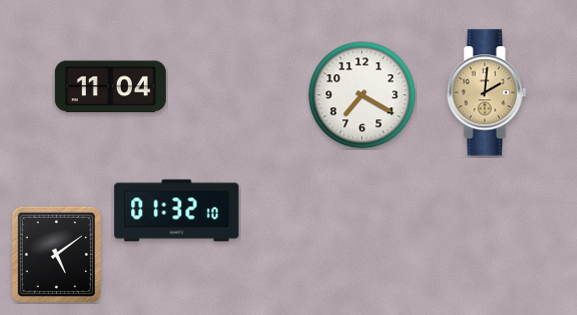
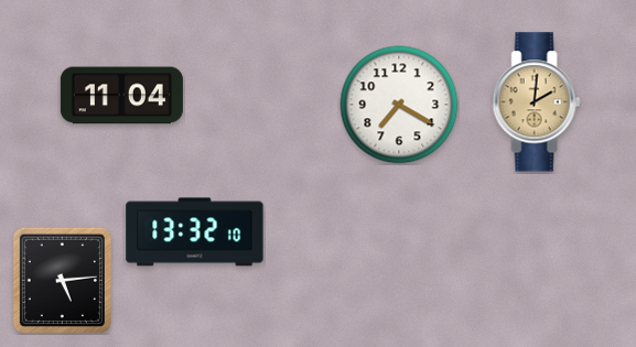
clock at (177, 211): 01:32 -> 13:32
clock at (56, 254): 5:09 -> 5:14
